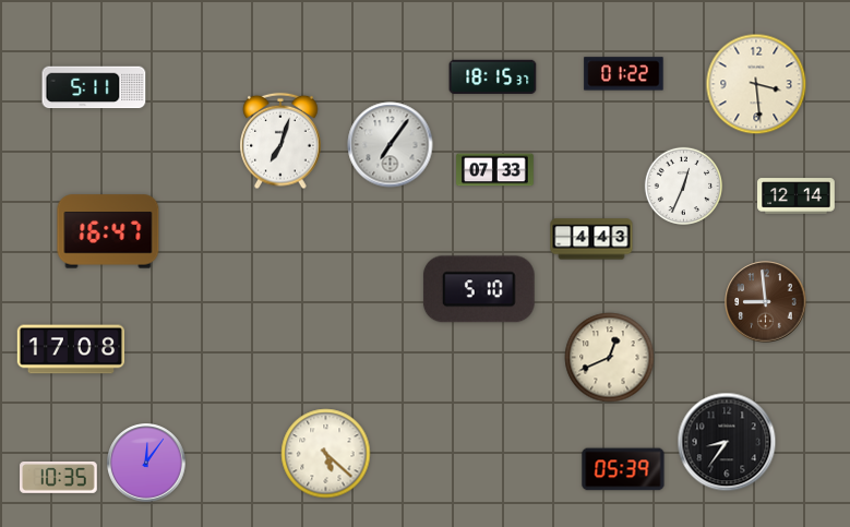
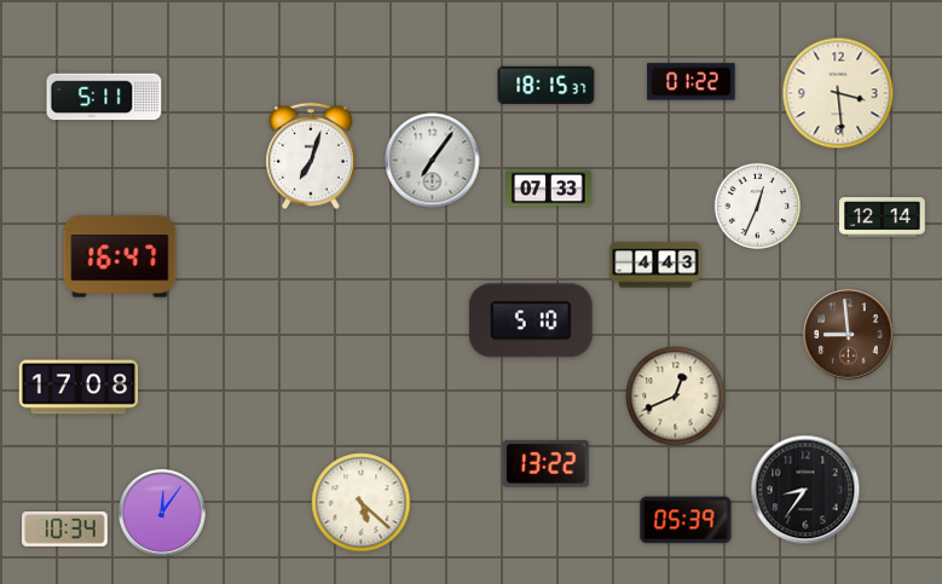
clock at (545, 464): none -> 13:22
clock at (623, 469) position: (623, 469) -> (686, 520)
clock at (59, 478): 10:35 -> 10:34
